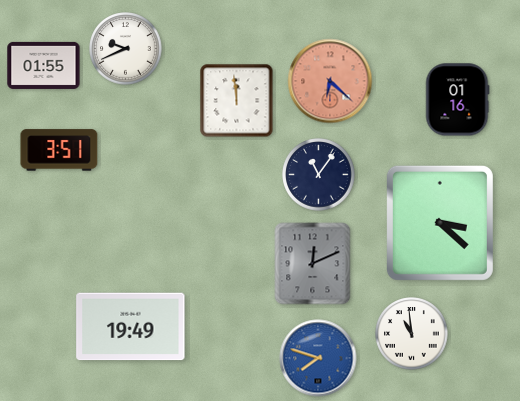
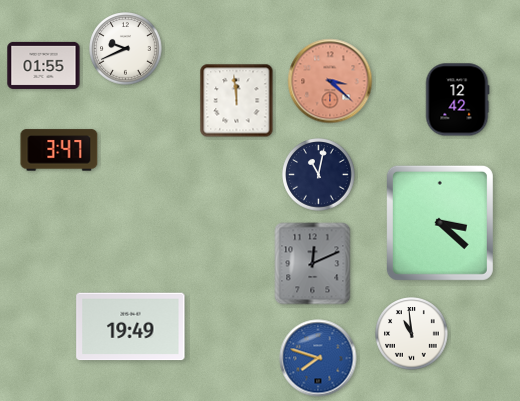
clock at (330, 81): 6:22 -> 3:22
clock at (457, 100): 01:16 -> 12:42
clock at (59, 150): 3:51 -> 3:47
clock at (319, 175): 11:06 -> 11:02
